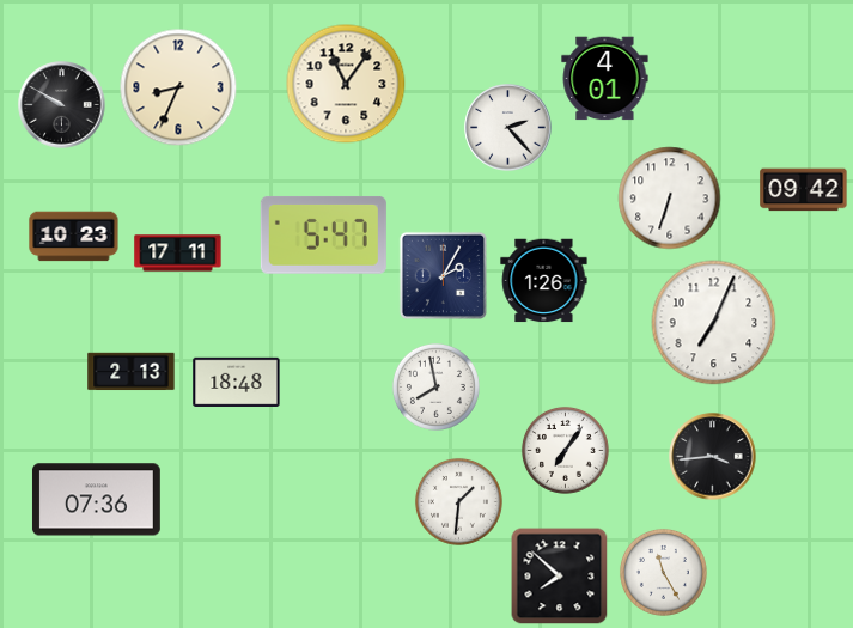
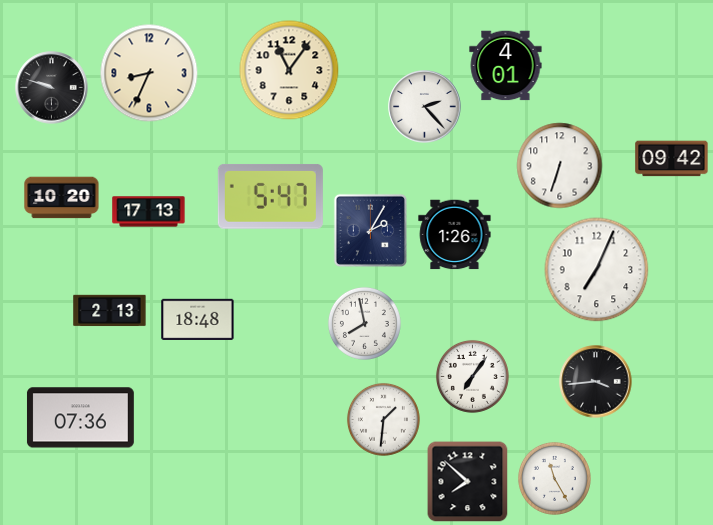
clock at (62, 105): 9:50 -> 9:48
clock at (74, 237): 10:23 -> 10:20
clock at (178, 254): 17:11 -> 17:13
